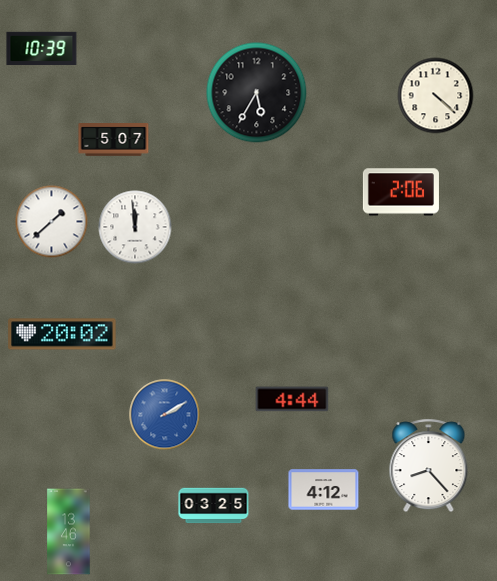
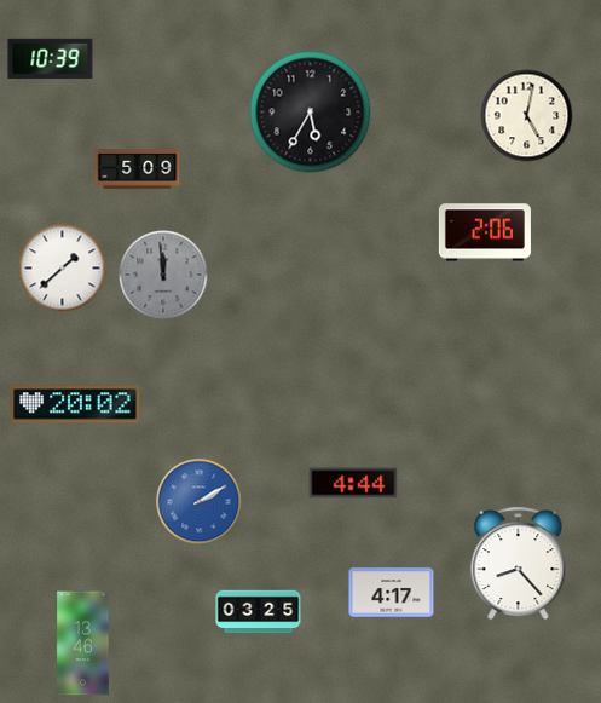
clock at (436, 96): 4:22 -> 5:02
clock at (114, 140): 5:07 -> 5:09
clock at (135, 227) dial: white -> grey
clock at (324, 490): 4:12 -> 4:17
